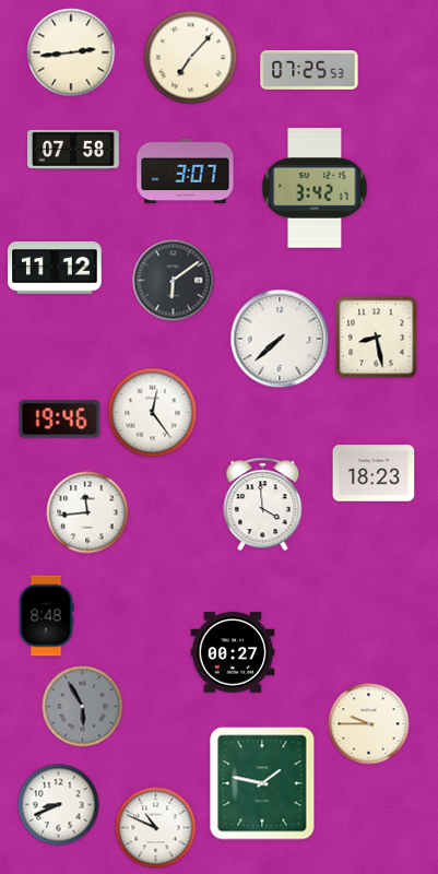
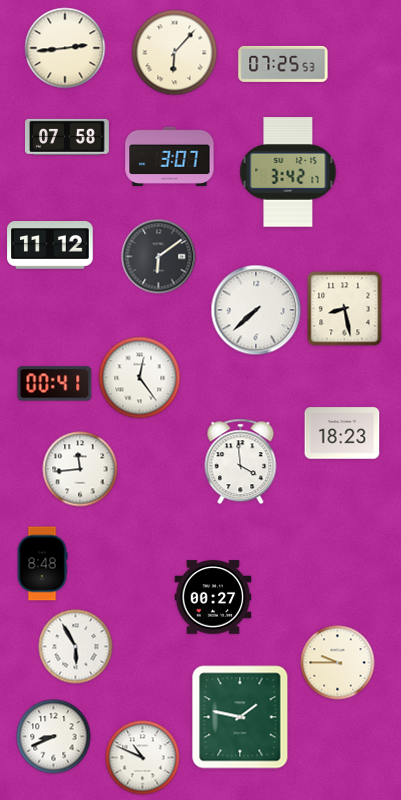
clock at (191, 58): 7:07 -> 6:07
clock at (60, 420): 19:46 -> 00:41
clock at (83, 707) dial: grey -> white
